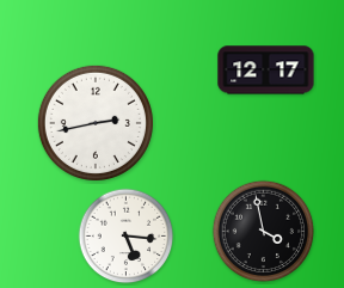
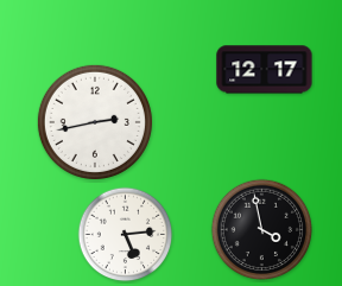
clock at (127, 237): 5:16 -> 5:14
